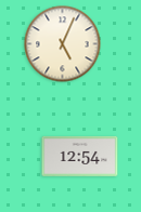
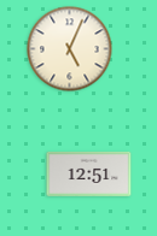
clock at (80, 156): 12:54 -> 12:51
